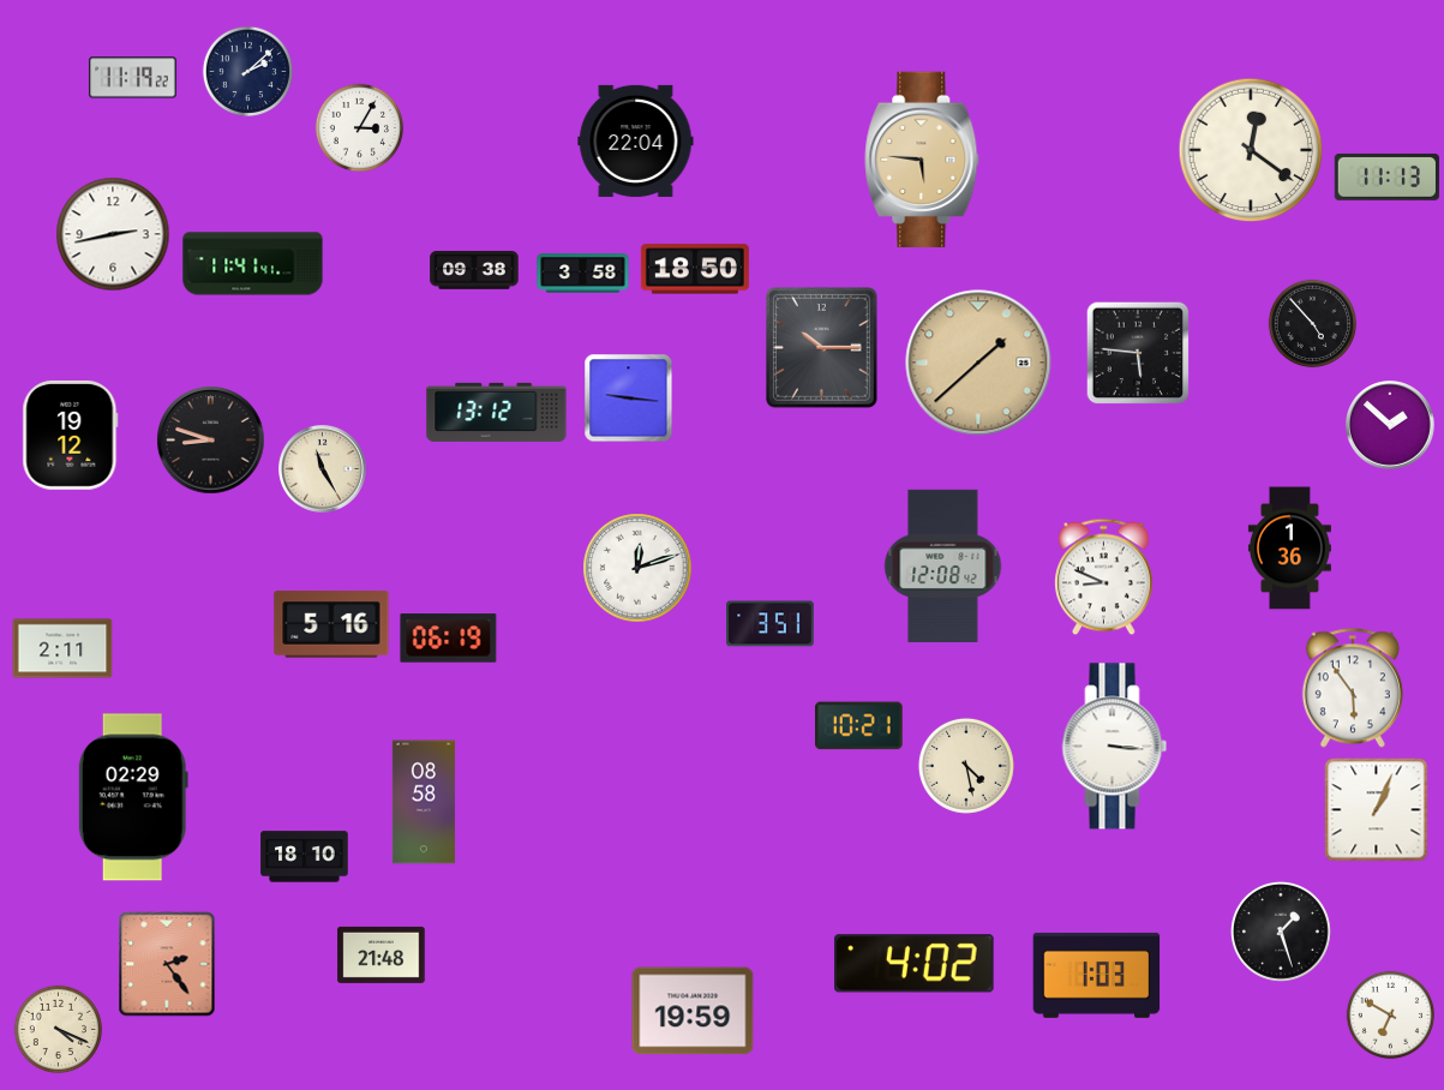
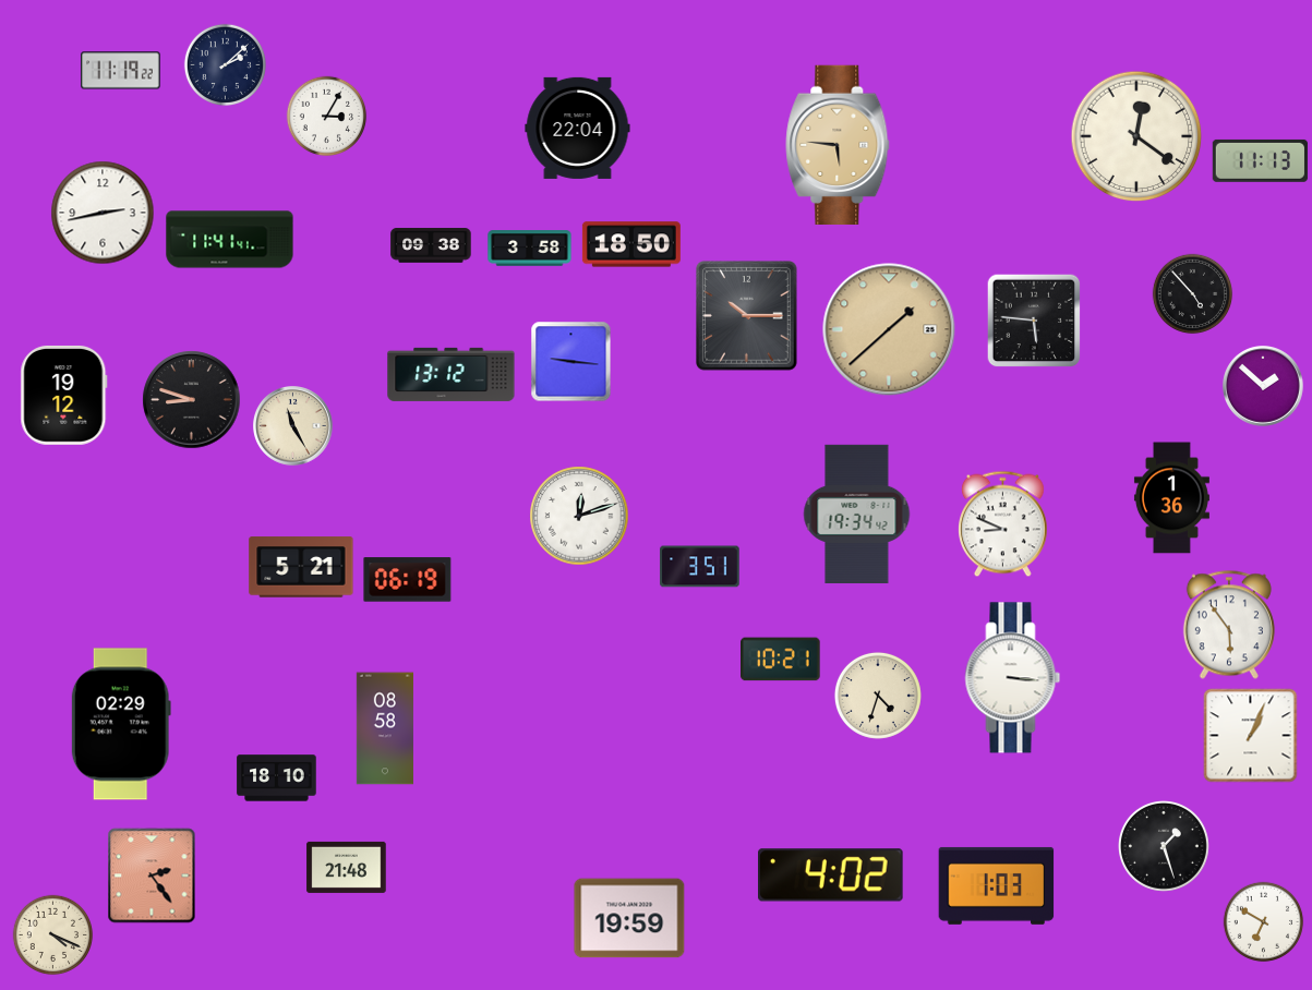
clock at (943, 565): 12:08 -> 19:34
clock at (331, 624): 5:16 -> 5:21
clock at (62, 648): 2:11 -> none
clock at (966, 766): 4:28 -> 4:33
